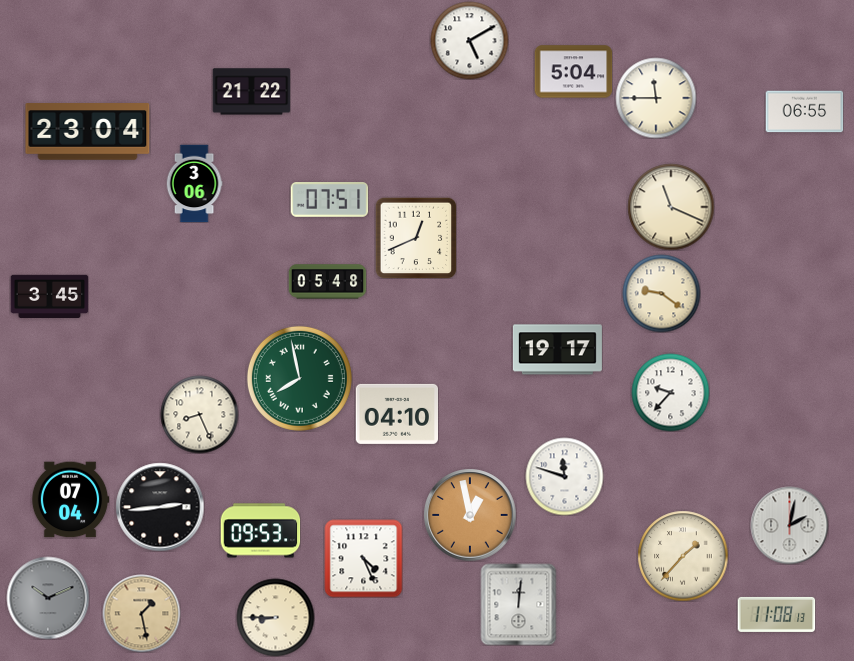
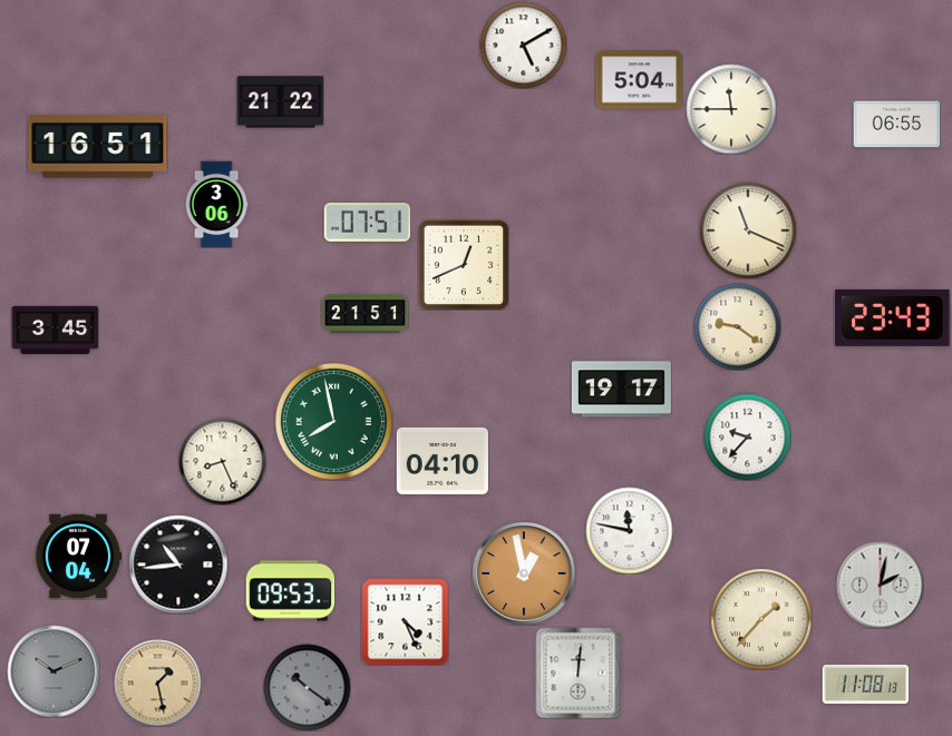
clock at (88, 132): 23:04 -> 16:51
clock at (327, 282): 05:48 -> 21:51
clock at (893, 317): none -> 23:43
clock at (564, 476): 11:48 -> 11:47
clock at (160, 507): 2:44 -> 10:44
clock at (48, 598) position: (48, 598) -> (54, 671)
clock at (275, 617): 8:45 -> 10:21
clock at (275, 617) dial: cream -> grey
